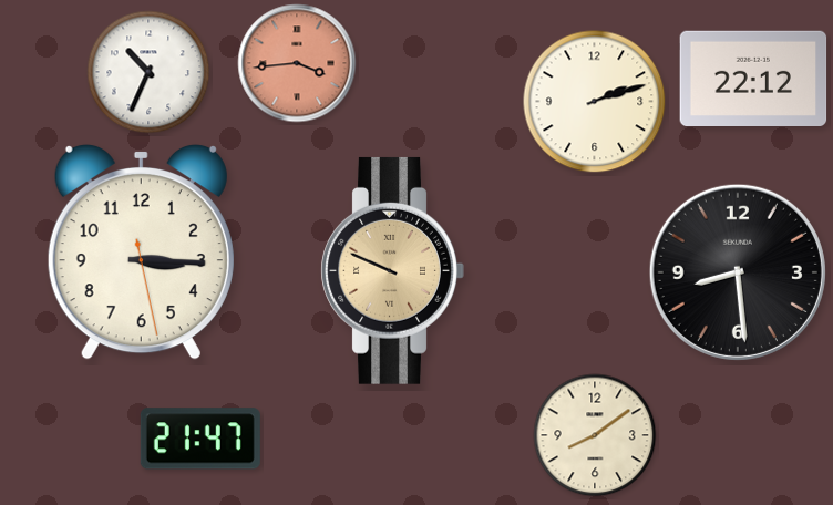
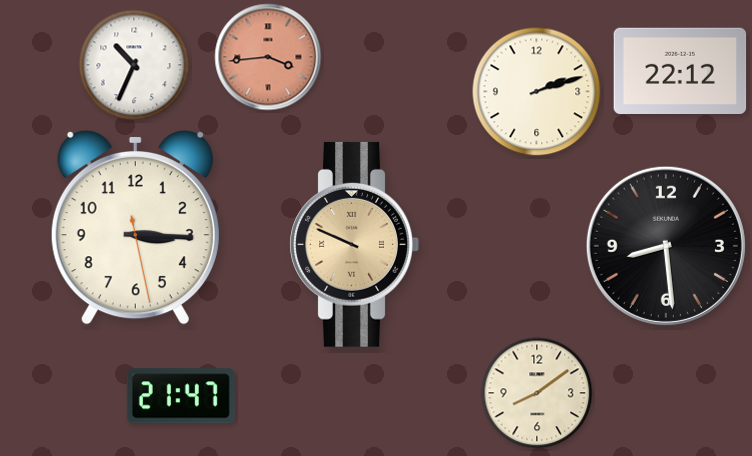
clock at (141, 251) position: (141, 251) -> (135, 227)
